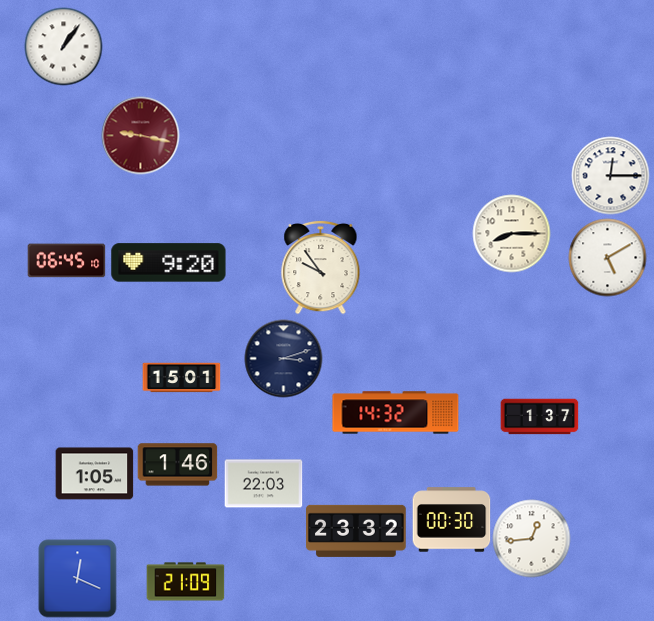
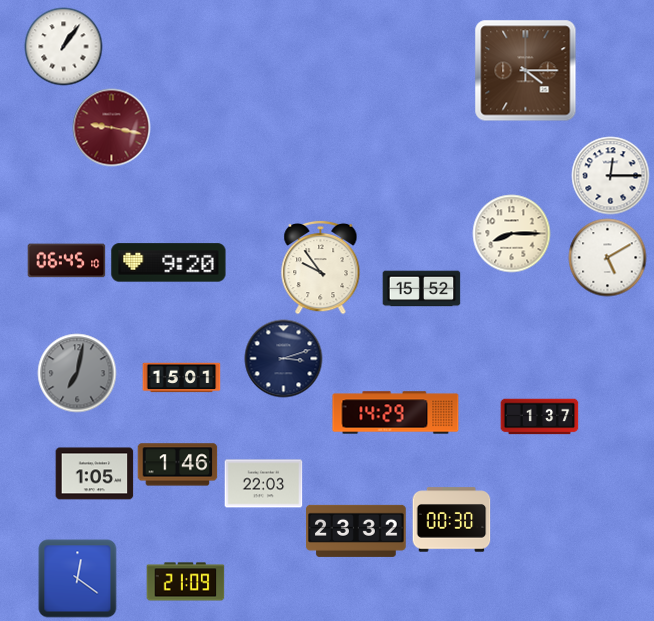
clock at (525, 70): none -> 4:15
clock at (140, 135) position: (140, 135) -> (111, 127)
clock at (421, 289): none -> 15:52
clock at (77, 373): none -> 7:02
clock at (396, 413): 14:32 -> 14:29
clock at (531, 538): 12:44 -> none
clock at (77, 578): 12:19 -> 12:21
